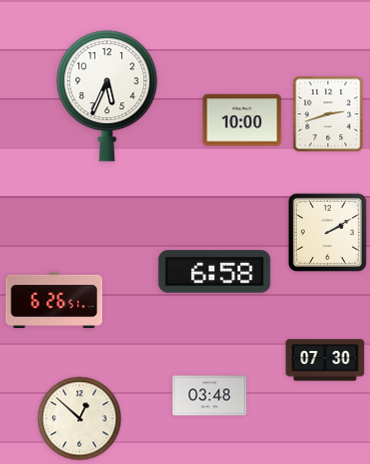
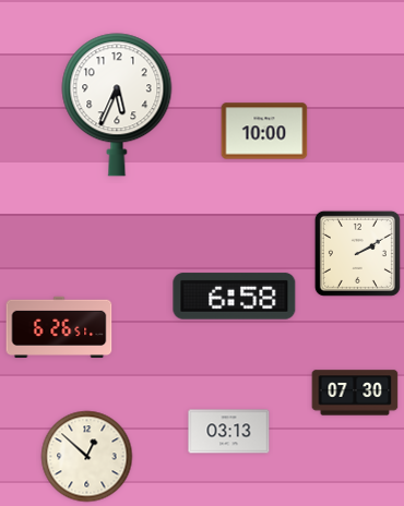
clock at (328, 114): 2:42 -> none
clock at (210, 396): 03:48 -> 03:13
